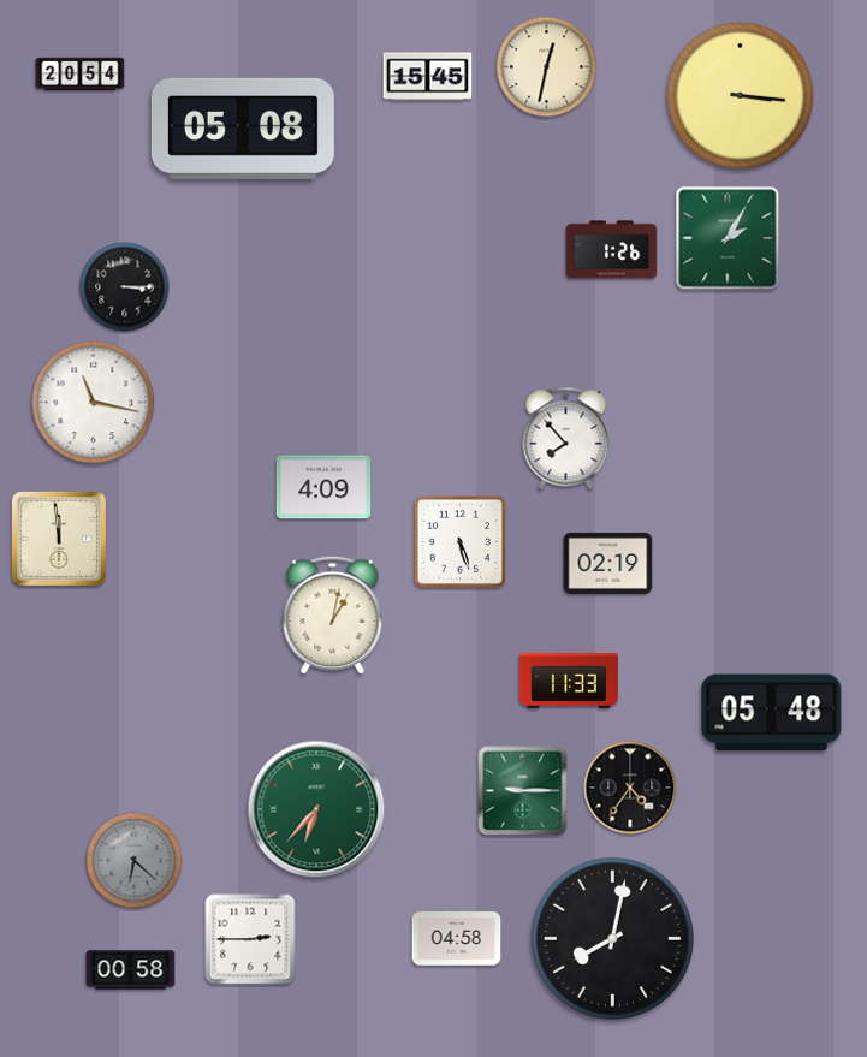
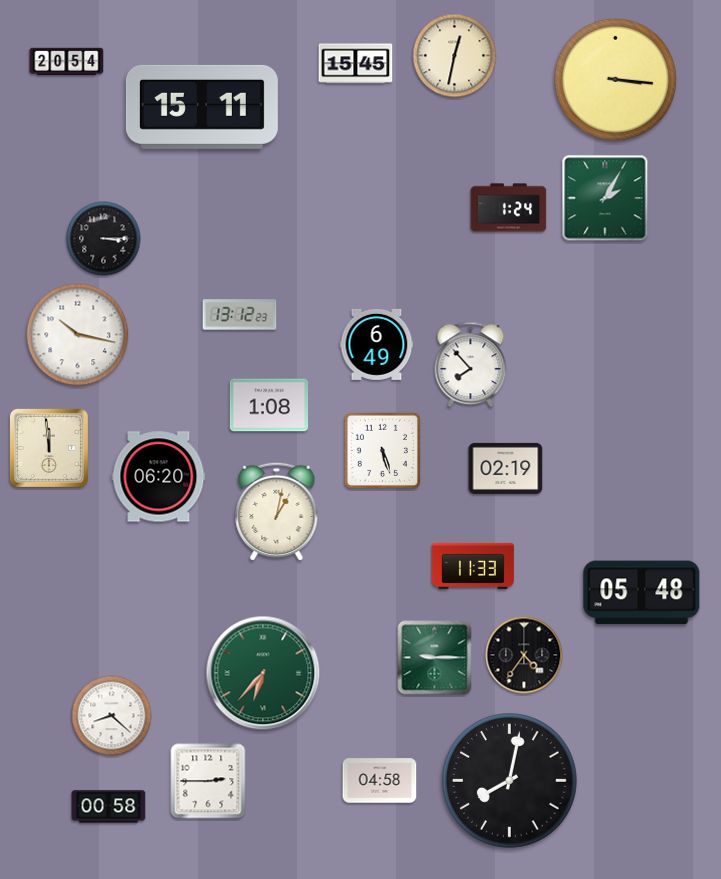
clock at (243, 129): 05:08 -> 15:11
clock at (612, 250): 1:26 -> 1:24
clock at (240, 315): none -> 13:12
clock at (94, 403): 11:17 -> 10:17
clock at (377, 344): none -> 6:49
clock at (323, 487): 4:09 -> 1:08
clock at (159, 477): none -> 06:20
clock at (135, 861): 6:22 -> 8:22
clock at (135, 861) dial: grey -> white
